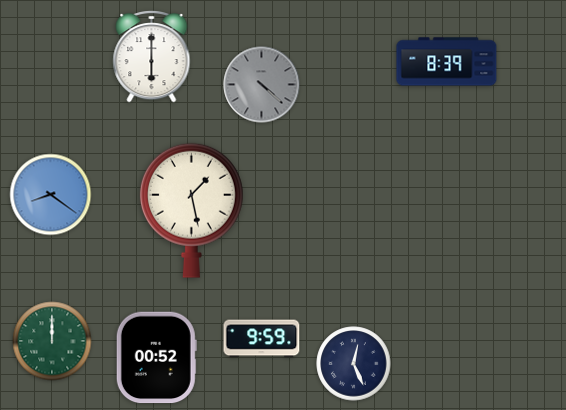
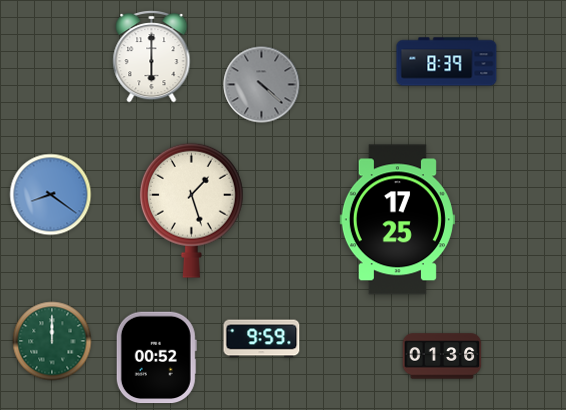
clock at (191, 210): 1:28 -> 1:27
clock at (397, 220): none -> 17:25
clock at (442, 356): none -> 01:36
clock at (354, 364): 12:26 -> none
